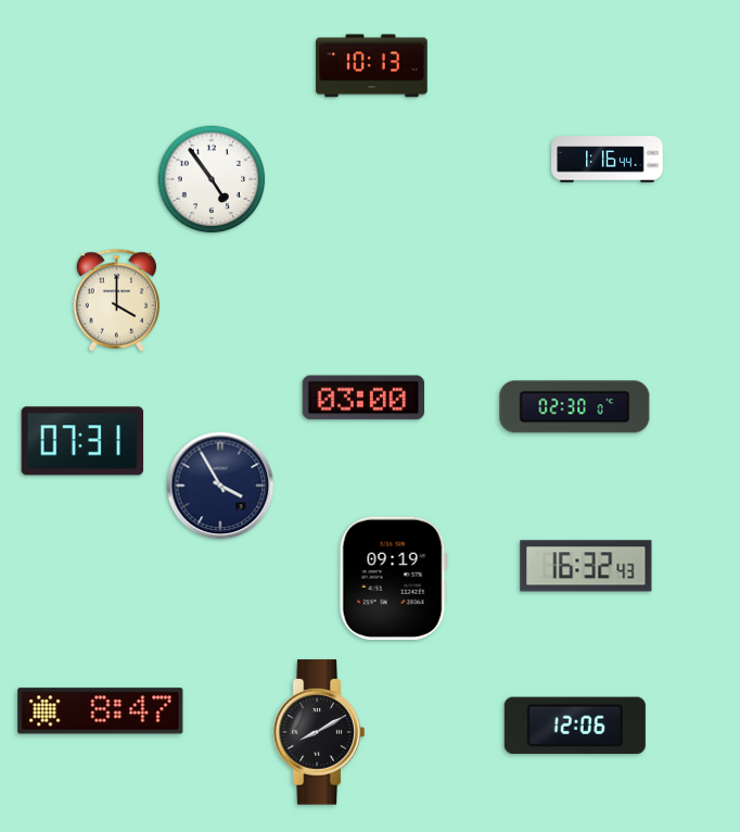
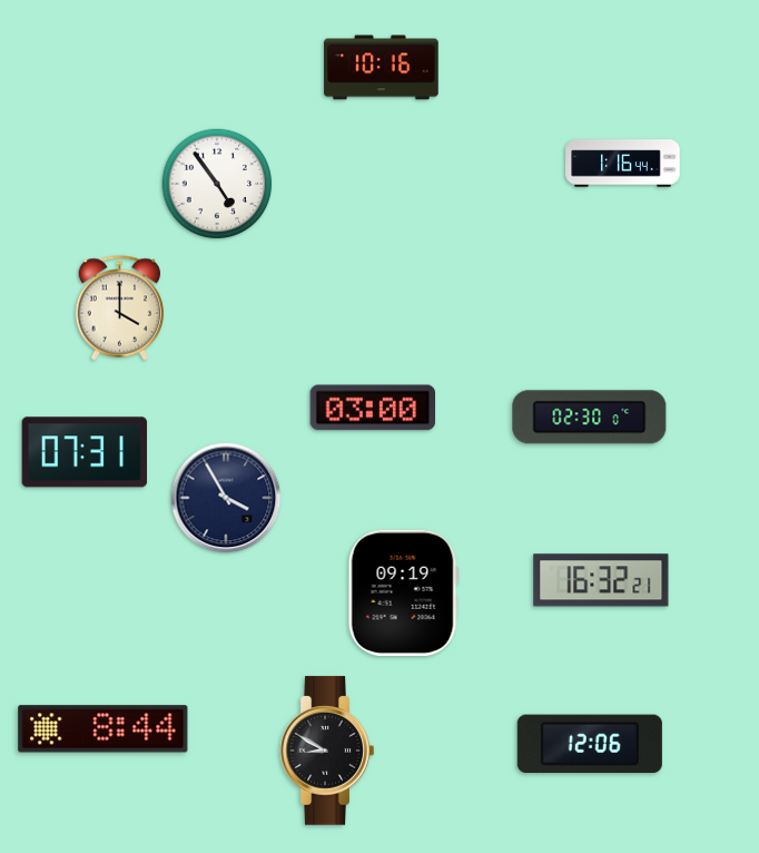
clock at (372, 66): 10:13 -> 10:16
clock at (586, 566): 16:32:43 -> 16:32:21
clock at (101, 711): 8:47 -> 8:44
clock at (319, 732): 8:10 -> 8:50
